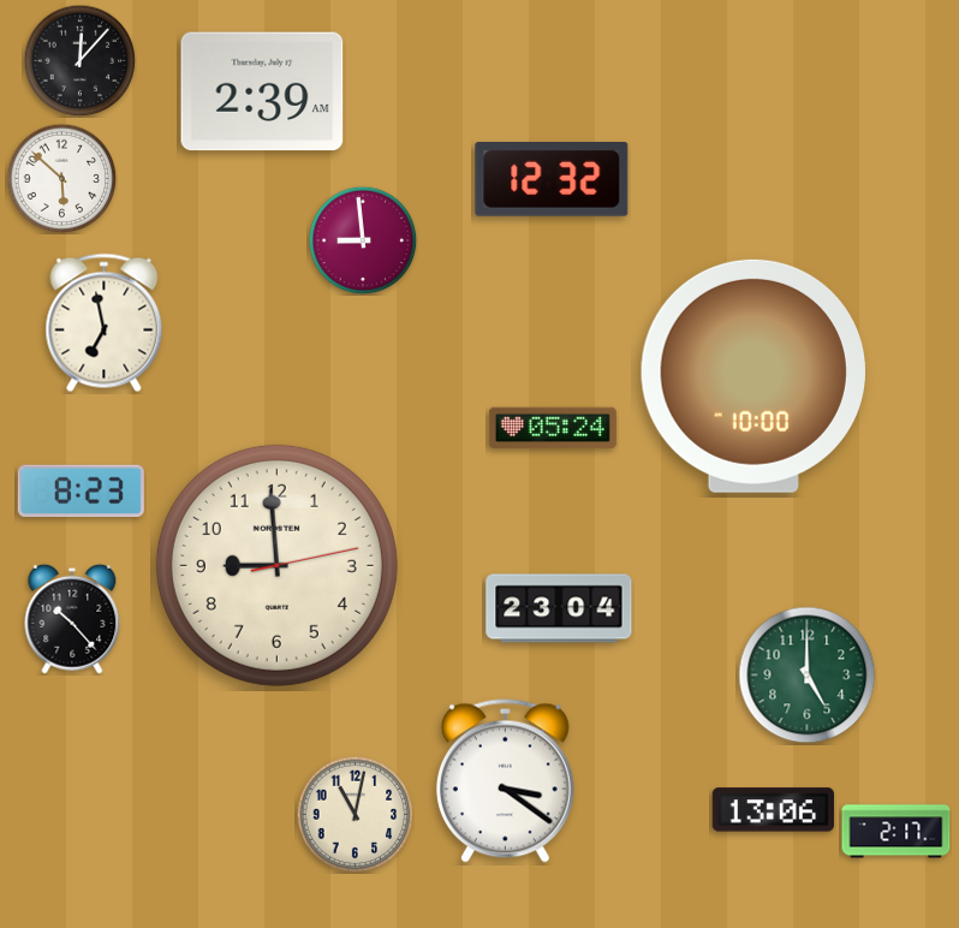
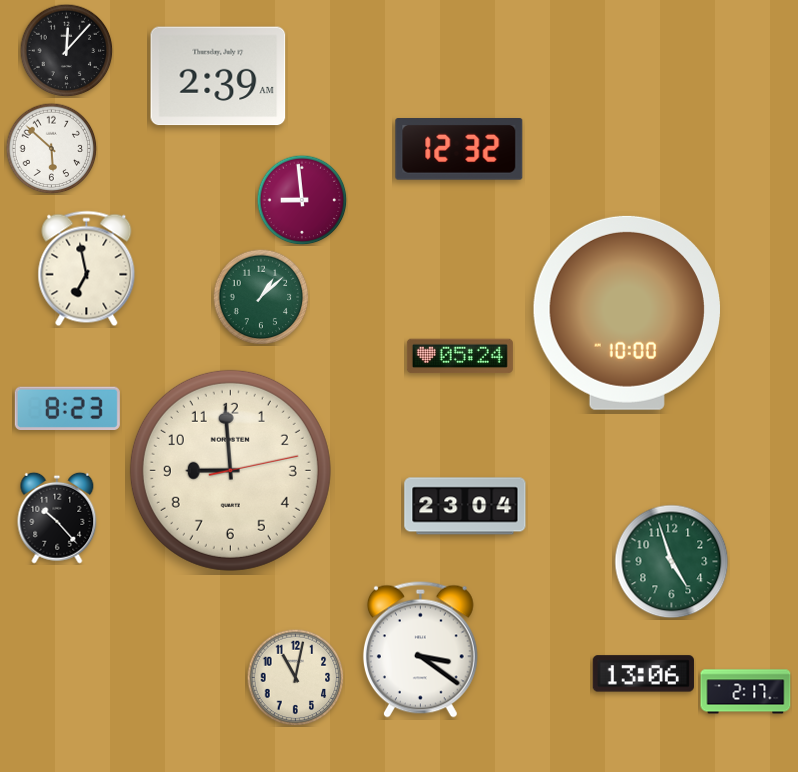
clock at (261, 297): none -> 1:08
clock at (72, 619) position: (72, 619) -> (57, 518)
clock at (808, 676): 5:00 -> 4:57
